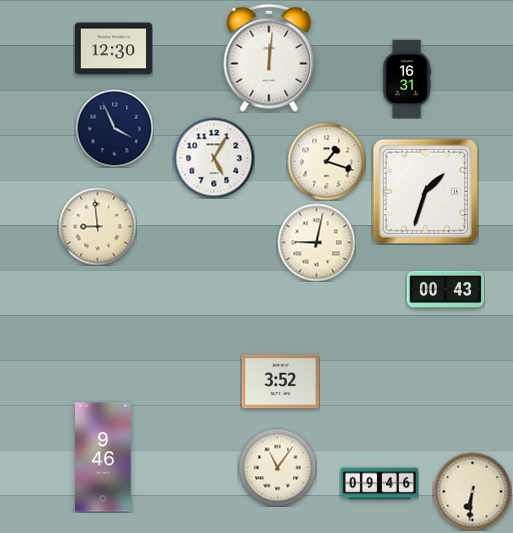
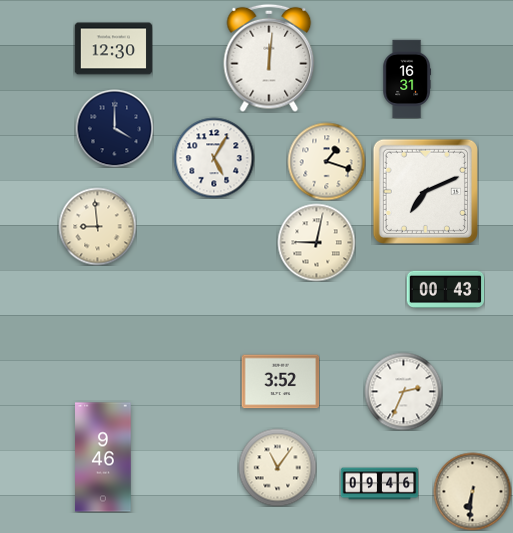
clock at (114, 128): 3:56 -> 4:00
clock at (425, 191): 1:33 -> 7:11
clock at (403, 391): none -> 2:34
